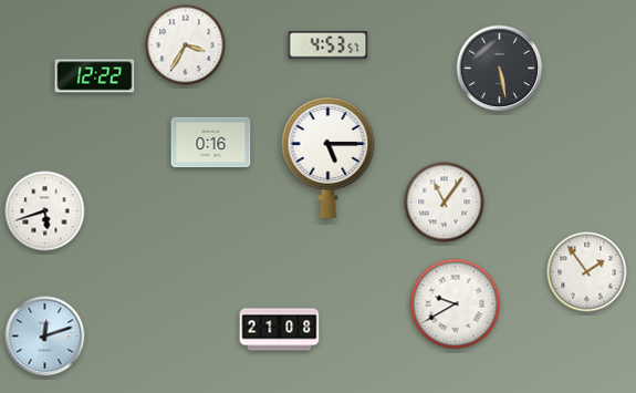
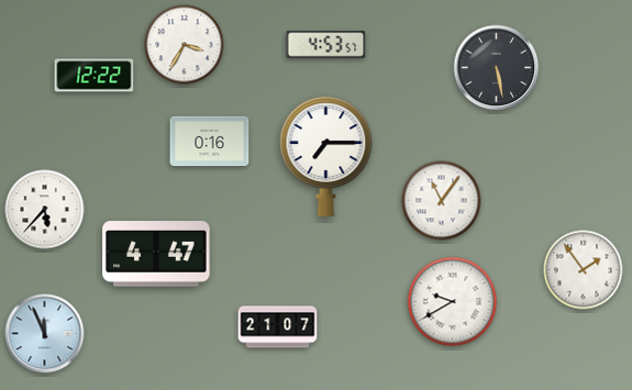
clock at (329, 157): 5:15 -> 7:15
clock at (45, 211): 5:42 -> 5:37
clock at (156, 254): none -> 4:47
clock at (280, 330): 21:08 -> 21:07
clock at (45, 337): 12:12 -> 11:56
